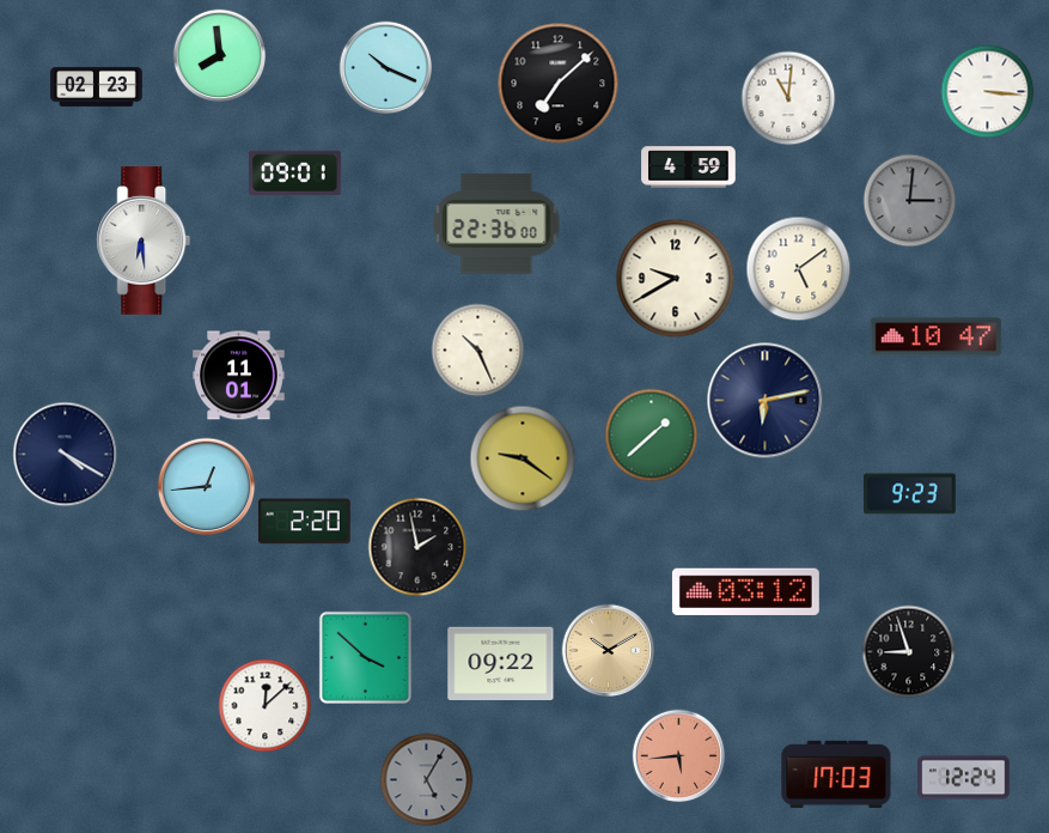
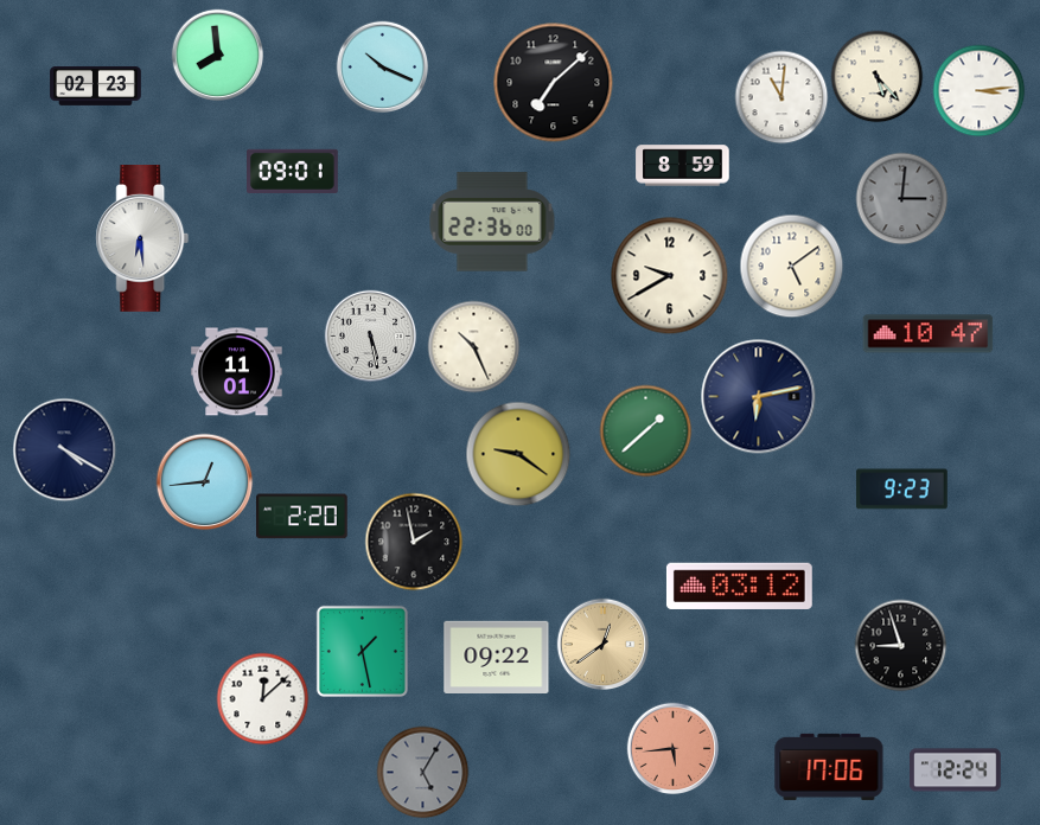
clock at (876, 76): none -> 5:23
clock at (987, 91): 3:16 -> 3:14
clock at (689, 168): 4:59 -> 8:59
clock at (370, 335): none -> 5:28
clock at (608, 650): 10:10 -> 12:39
clock at (365, 657): 3:52 -> 1:28
clock at (836, 774): 17:03 -> 17:06
